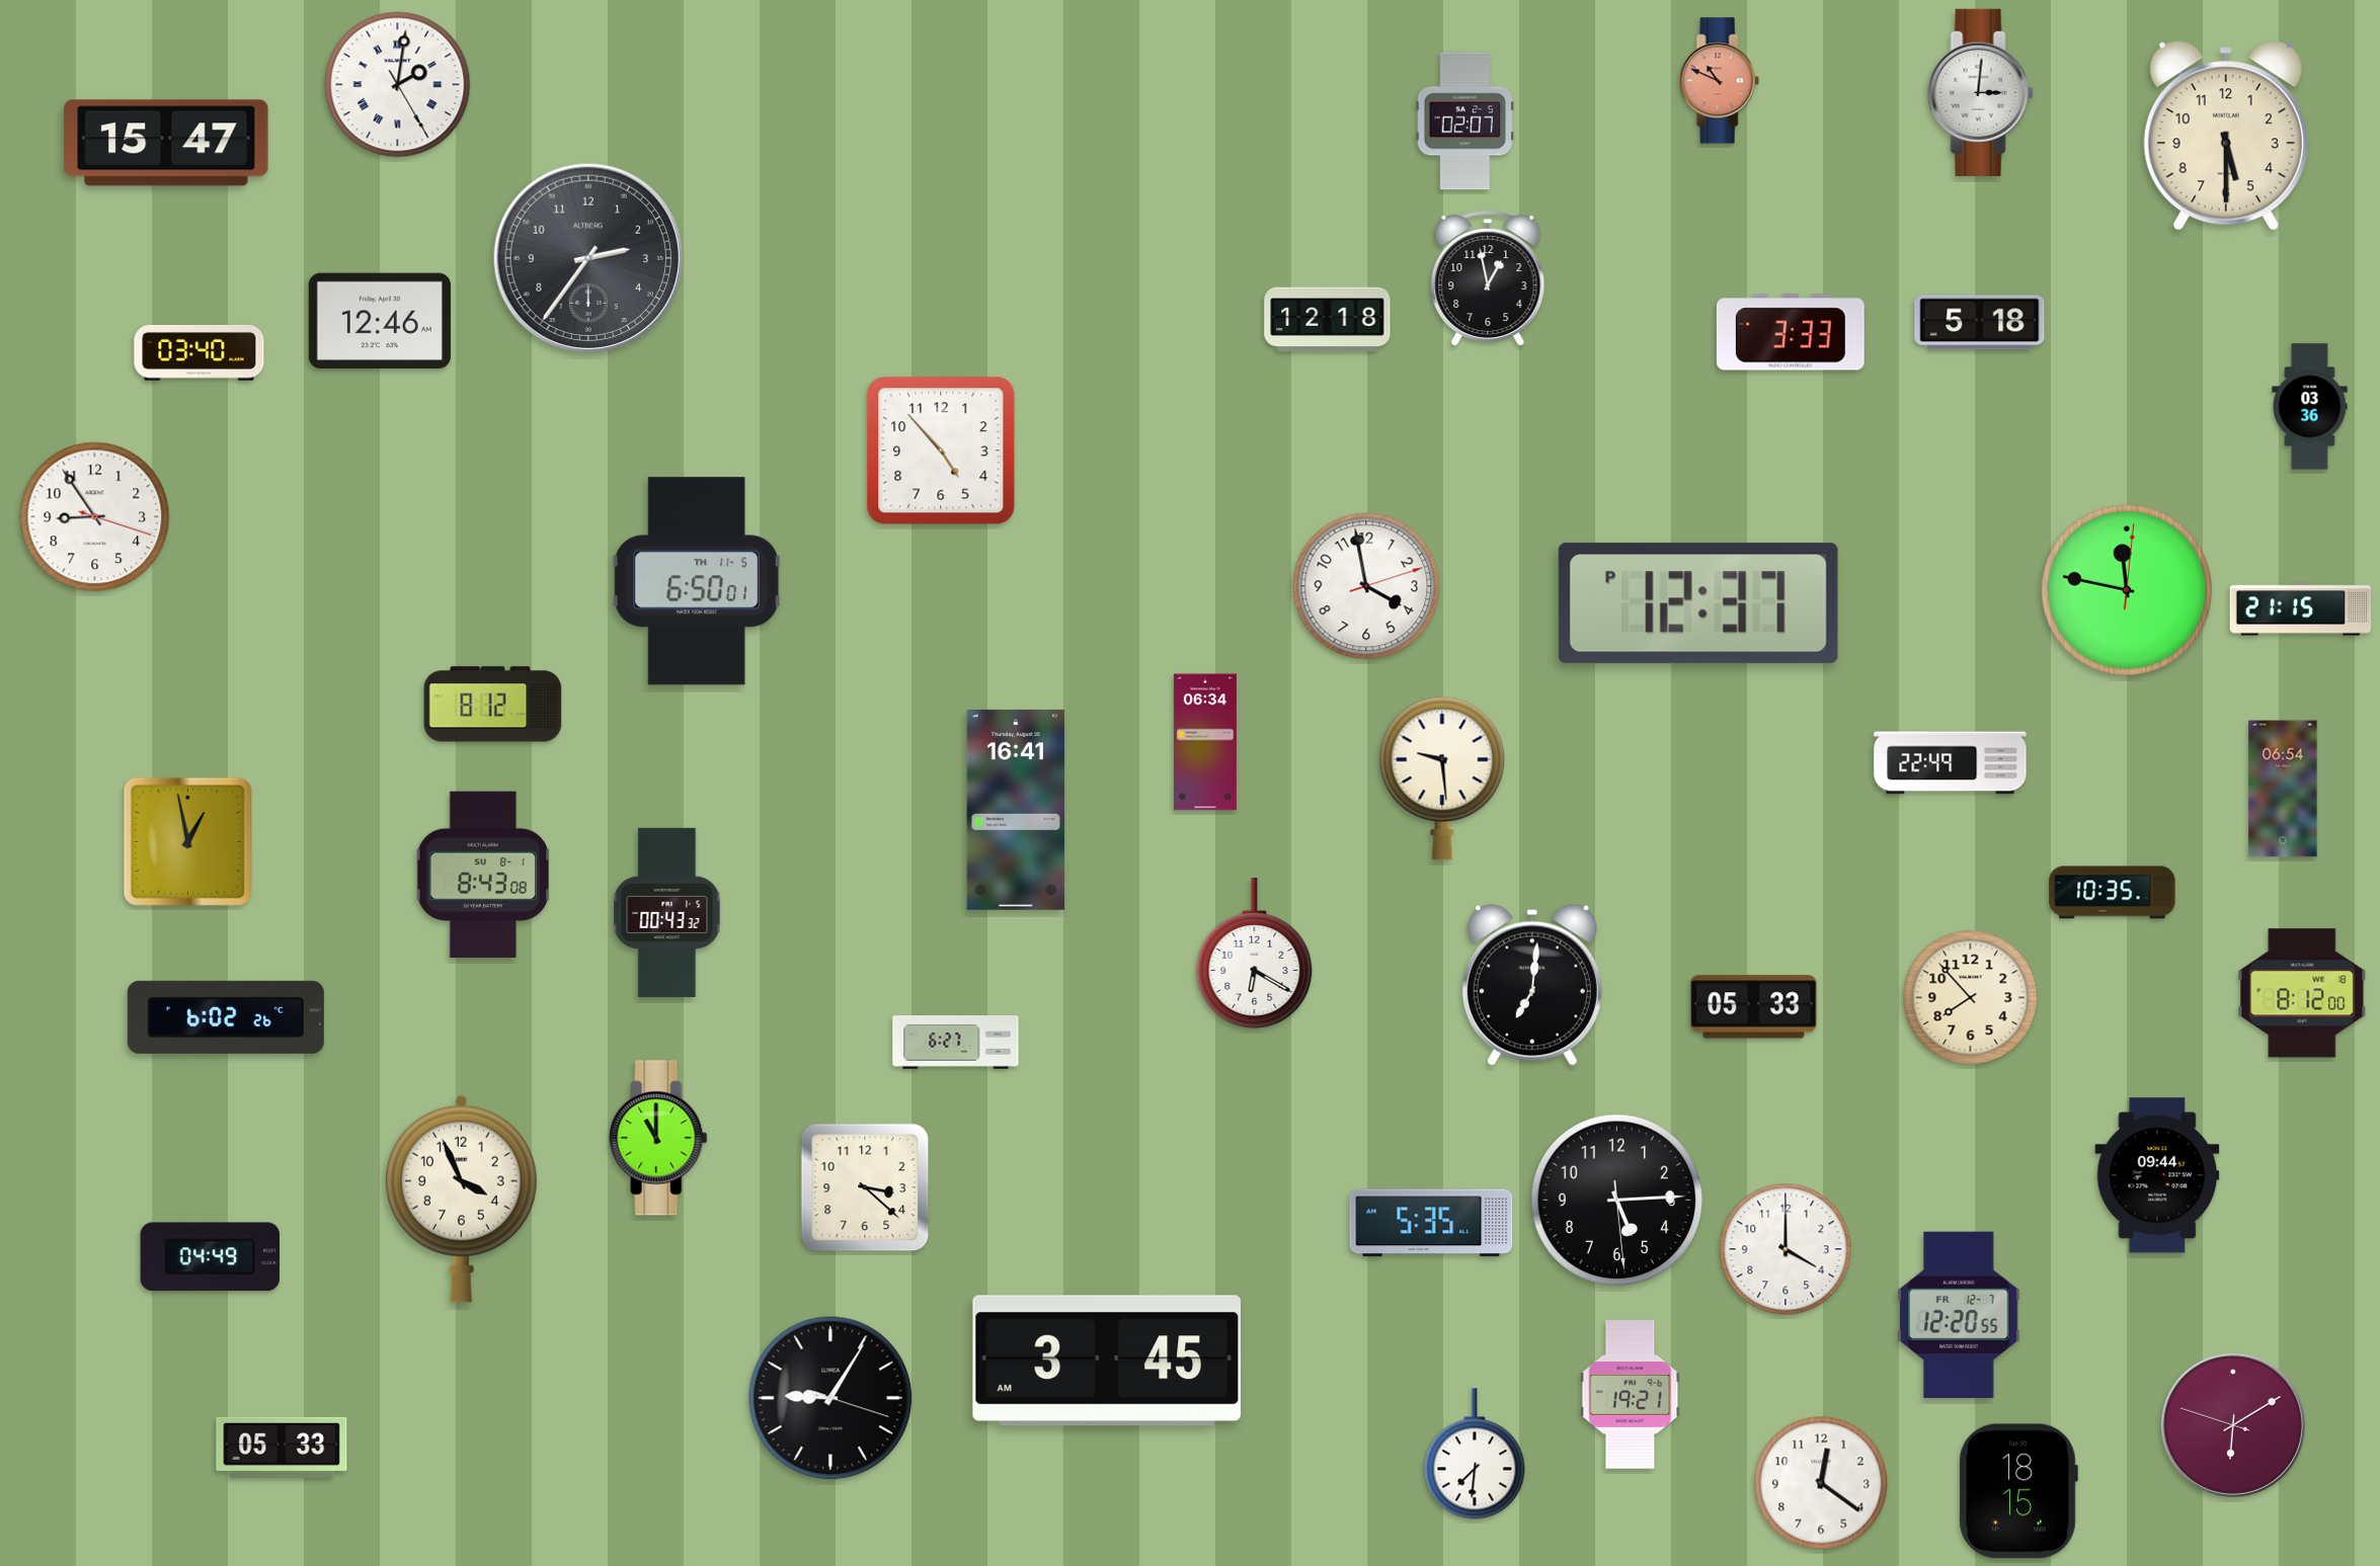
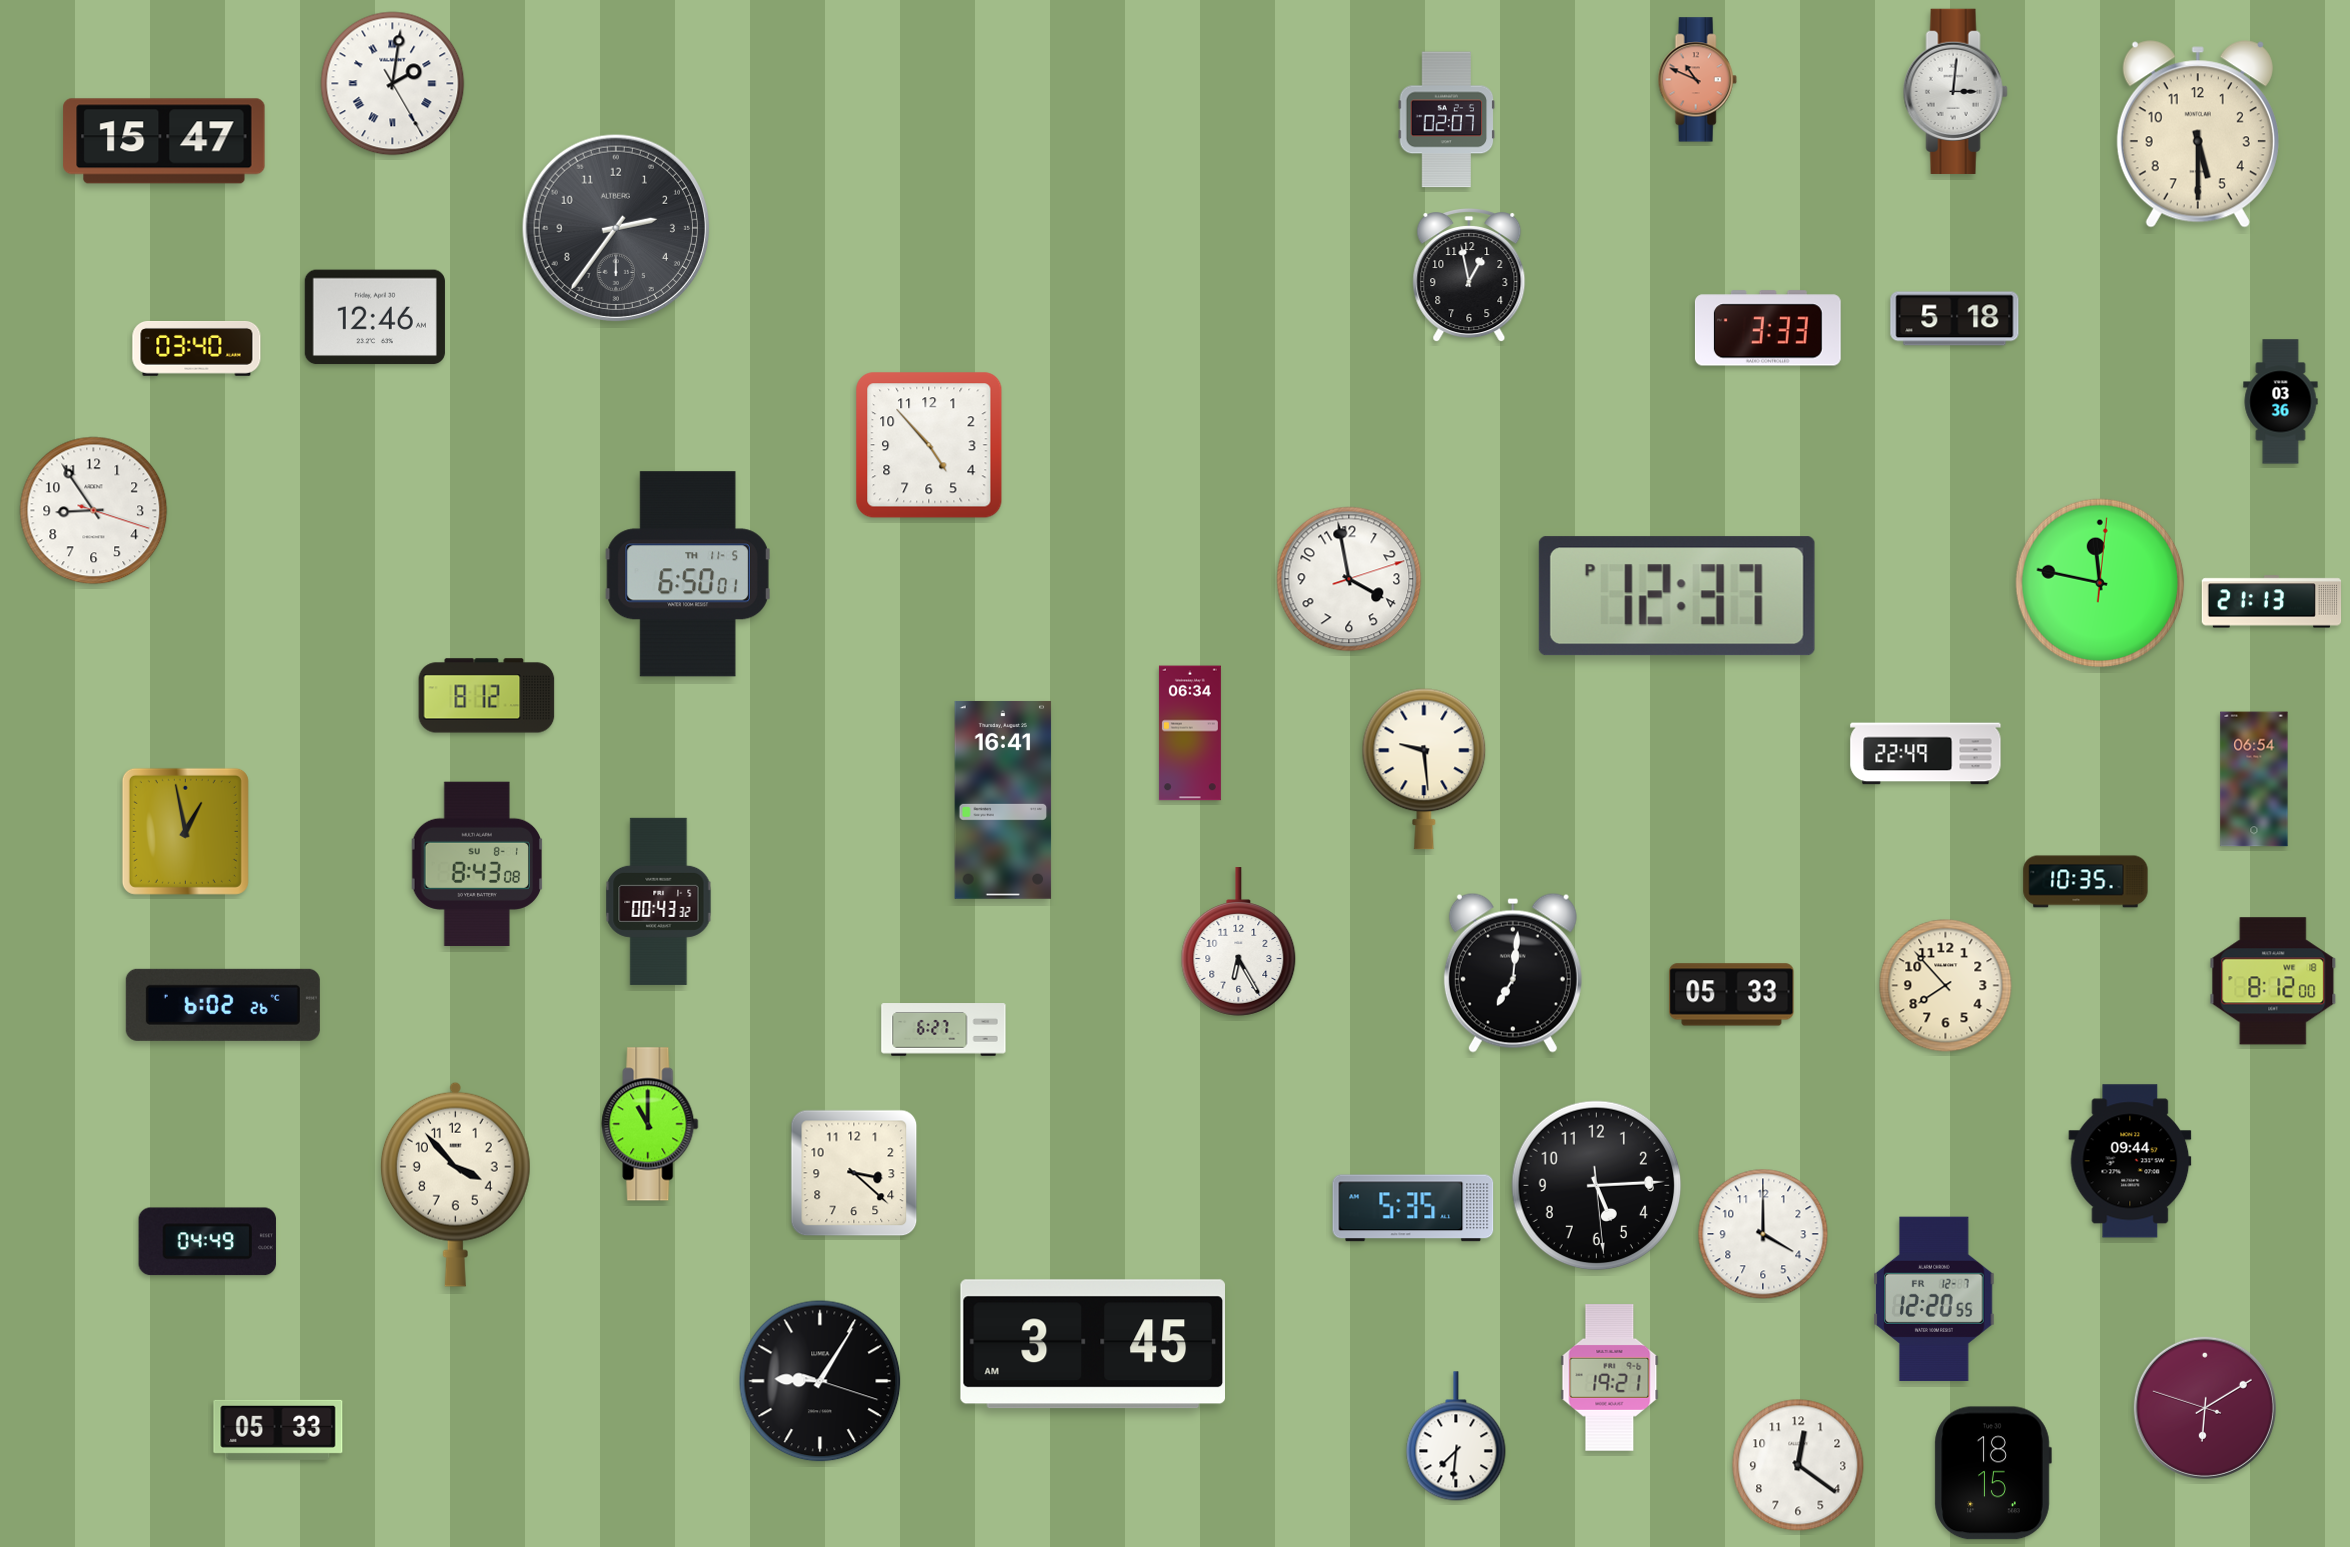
clock at (587, 257) position: (587, 257) -> (615, 227)
clock at (1328, 320): 12:18 -> none
clock at (2301, 609): 21:15 -> 21:13
clock at (1255, 954): 6:20 -> 6:25
clock at (461, 1199): 3:56 -> 3:53
